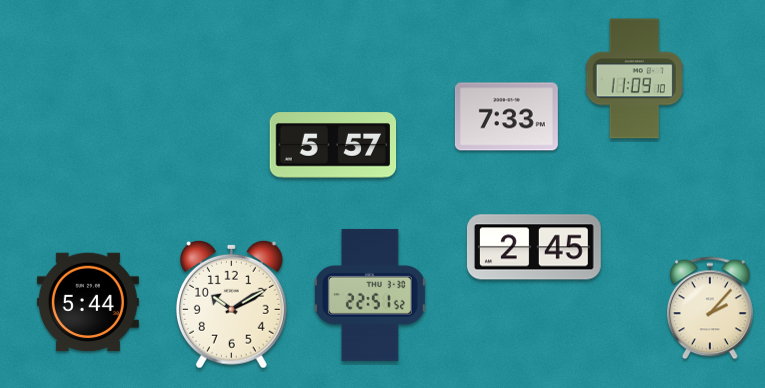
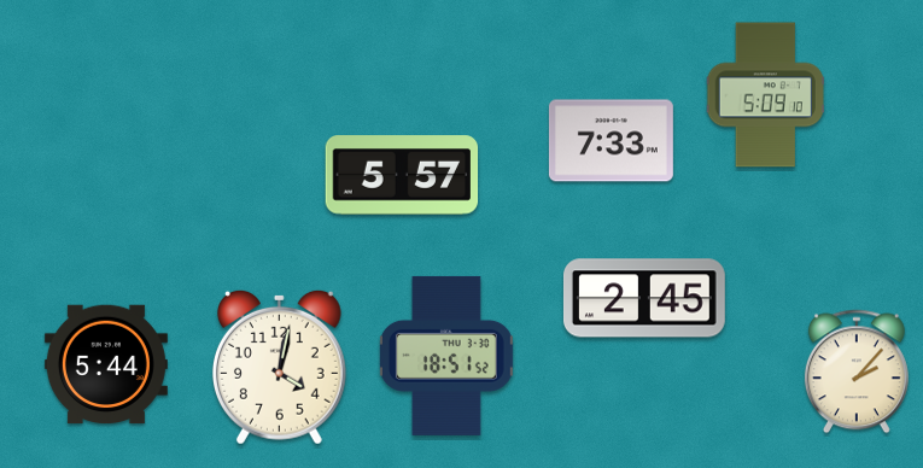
clock at (634, 79): 11:09 -> 5:09
clock at (370, 295): 22:51 -> 18:51
clock at (231, 304): 10:10 -> 4:02
